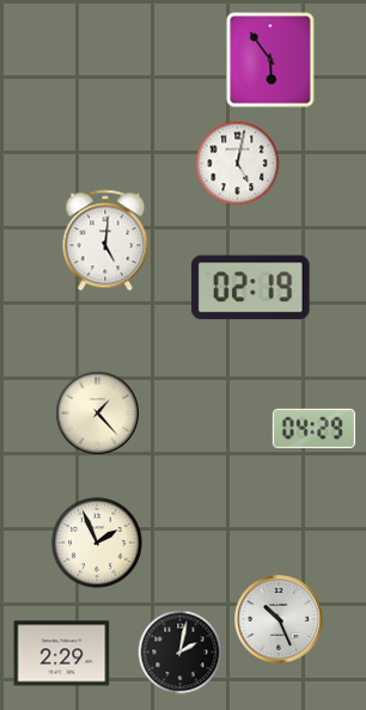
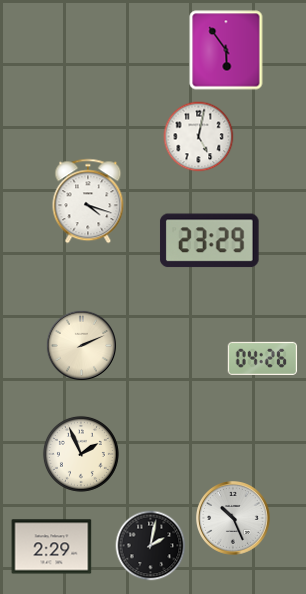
clock at (105, 240): 5:01 -> 4:18
clock at (251, 288): 02:19 -> 23:29
clock at (97, 412): 1:23 -> 2:11
clock at (315, 428): 04:29 -> 04:26
